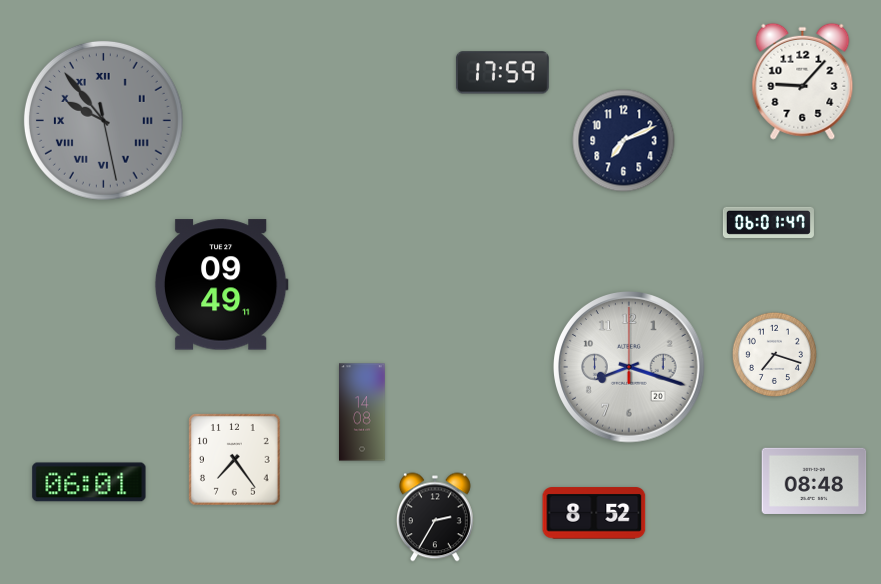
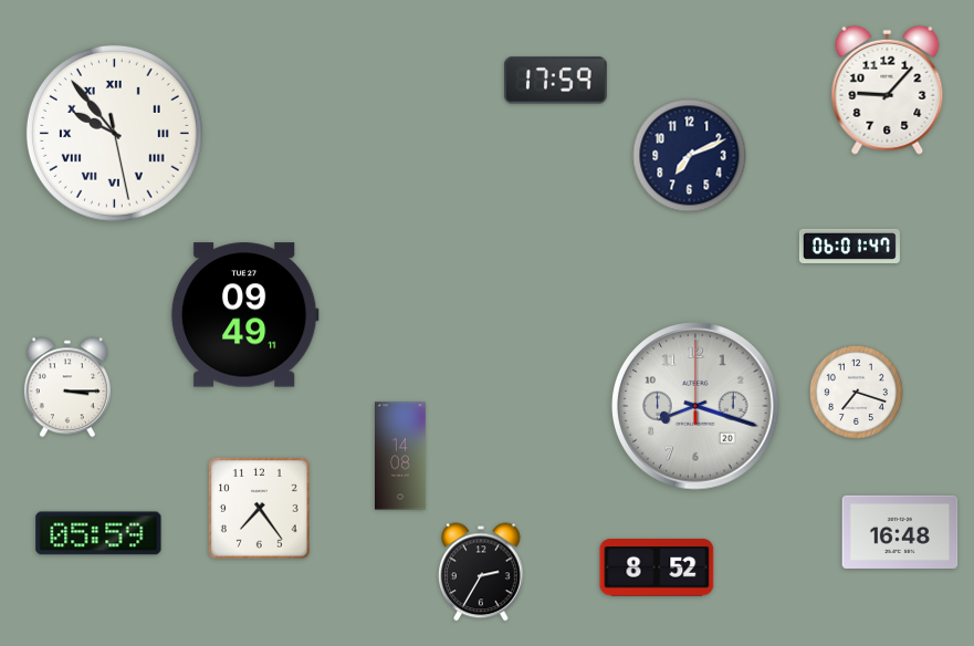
clock at (103, 120) dial: grey -> white
clock at (67, 387): none -> 3:15
clock at (814, 481): 08:48 -> 16:48
clock at (89, 482): 06:01 -> 05:59
